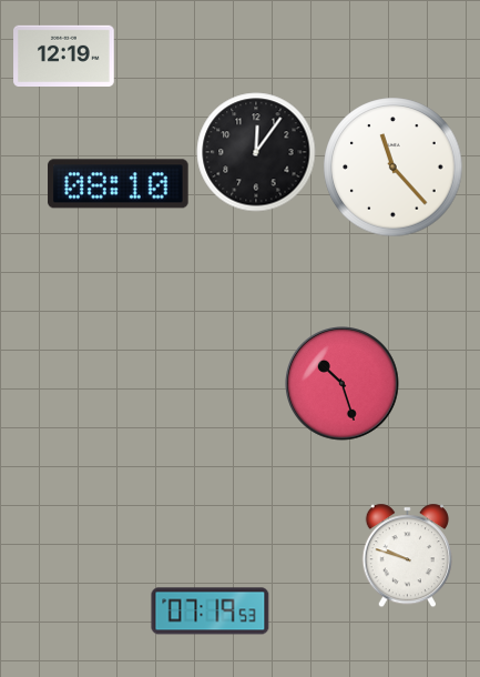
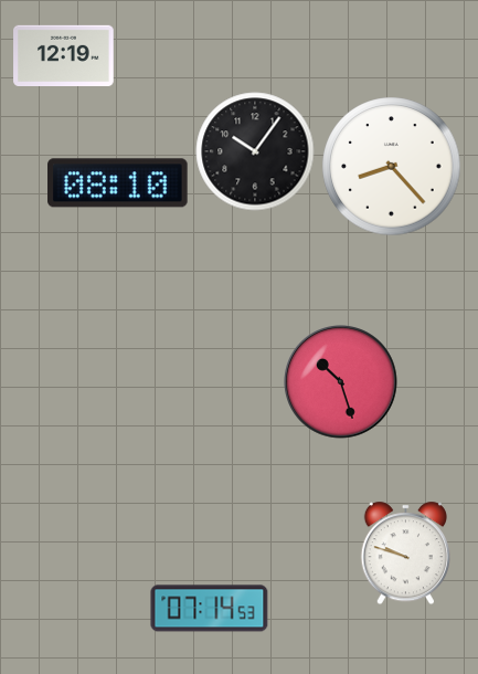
clock at (256, 152): 12:06 -> 10:06
clock at (394, 168): 11:23 -> 8:23
clock at (211, 612): 07:19 -> 07:14
